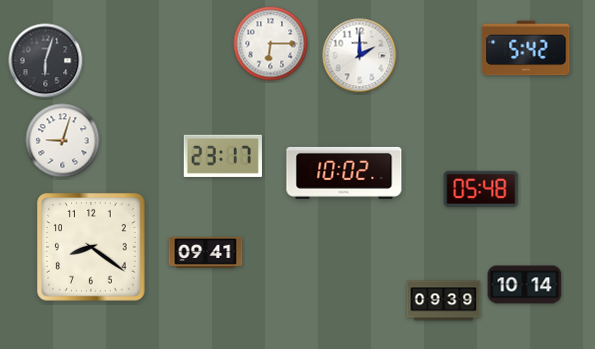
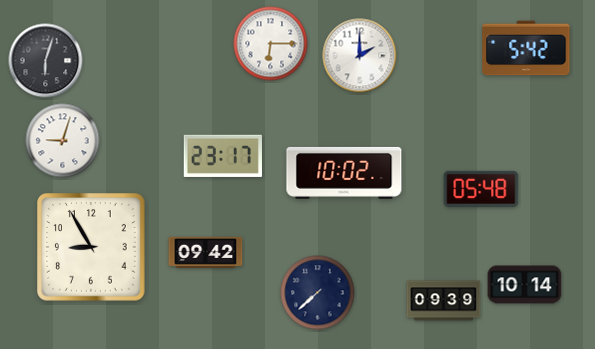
clock at (91, 247): 8:21 -> 8:55
clock at (206, 252): 09:41 -> 09:42
clock at (318, 293): none -> 7:38
